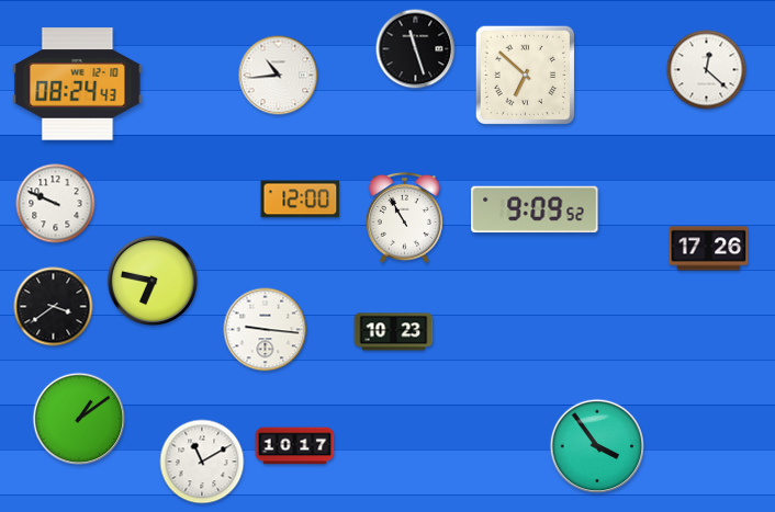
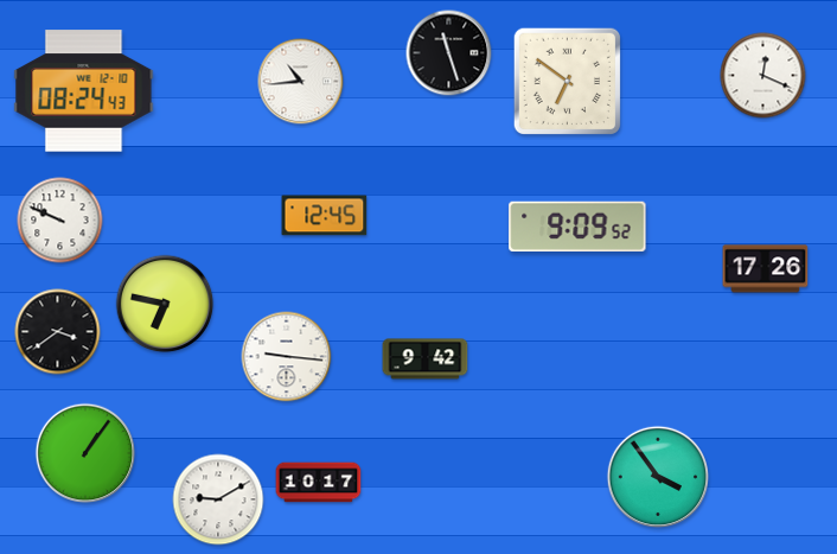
clock at (707, 70): 12:22 -> 12:19
clock at (525, 75): 6:52 -> 6:51
clock at (301, 200): 12:00 -> 12:45
clock at (404, 217): 10:55 -> none
clock at (394, 332): 10:23 -> 9:42
clock at (79, 419): 1:09 -> 1:06
clock at (597, 446) position: (597, 446) -> (658, 477)
clock at (202, 462): 11:10 -> 9:10
